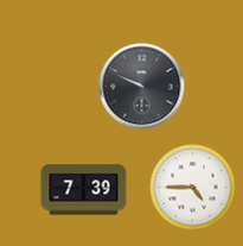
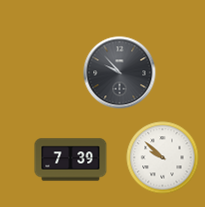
clock at (142, 87): 9:49 -> 9:53
clock at (193, 188): 4:45 -> 9:52
